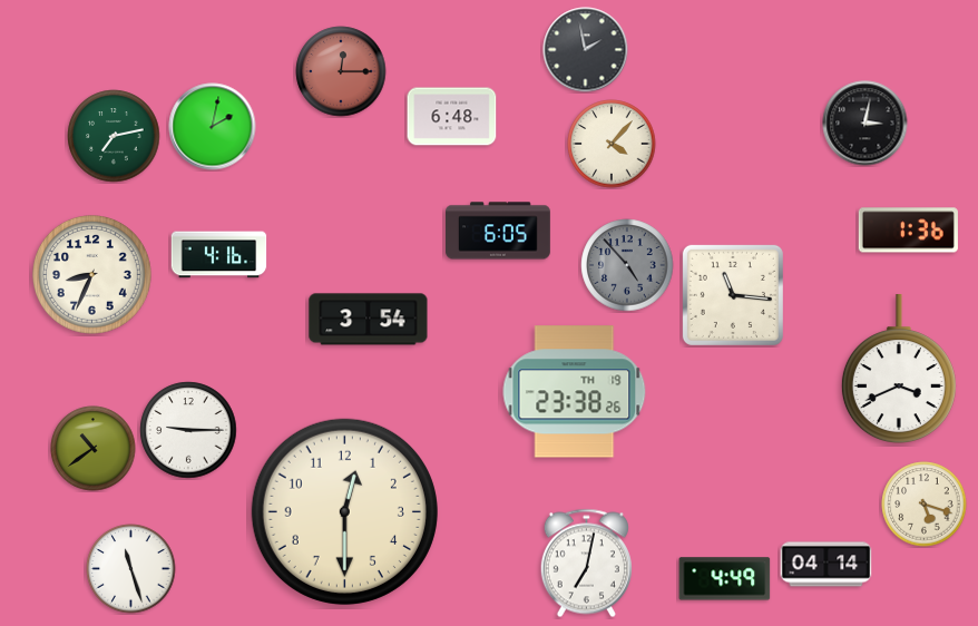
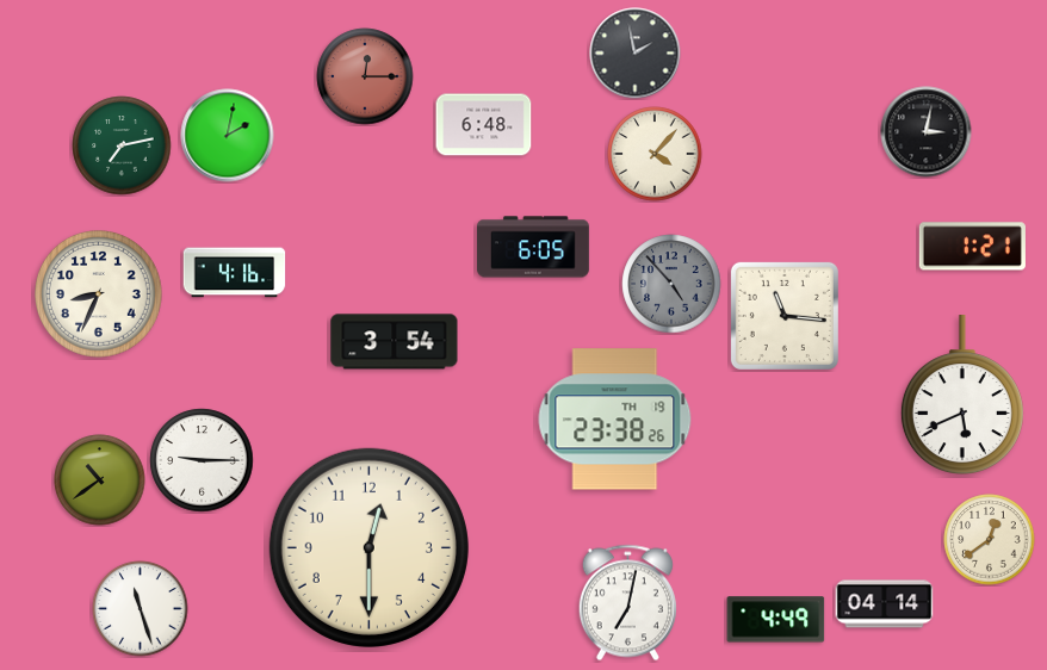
clock at (586, 50) position: (586, 50) -> (636, 54)
clock at (908, 231): 1:36 -> 1:21
clock at (899, 369): 3:41 -> 5:41
clock at (925, 505): 5:18 -> 12:39
